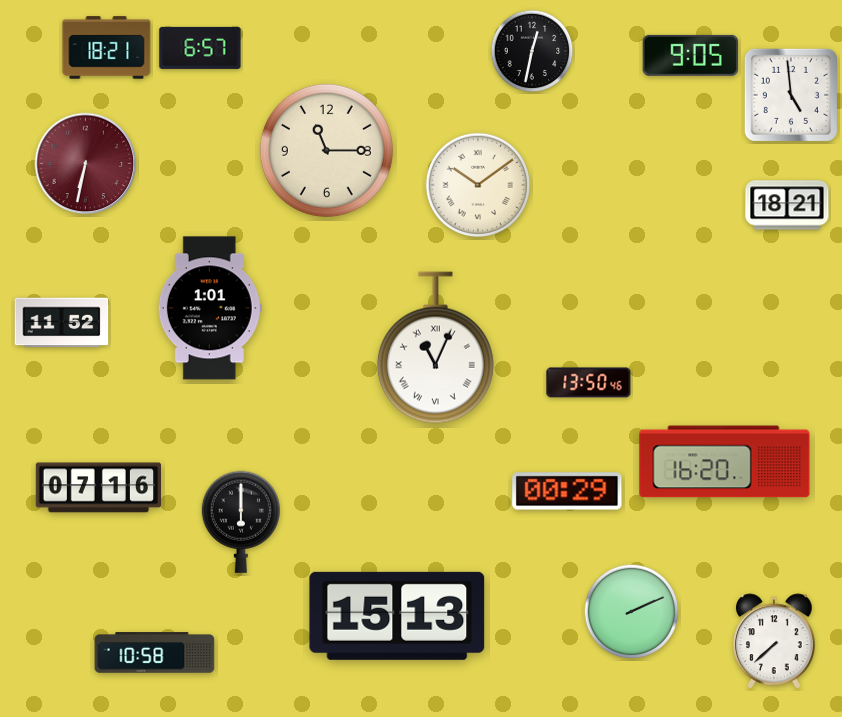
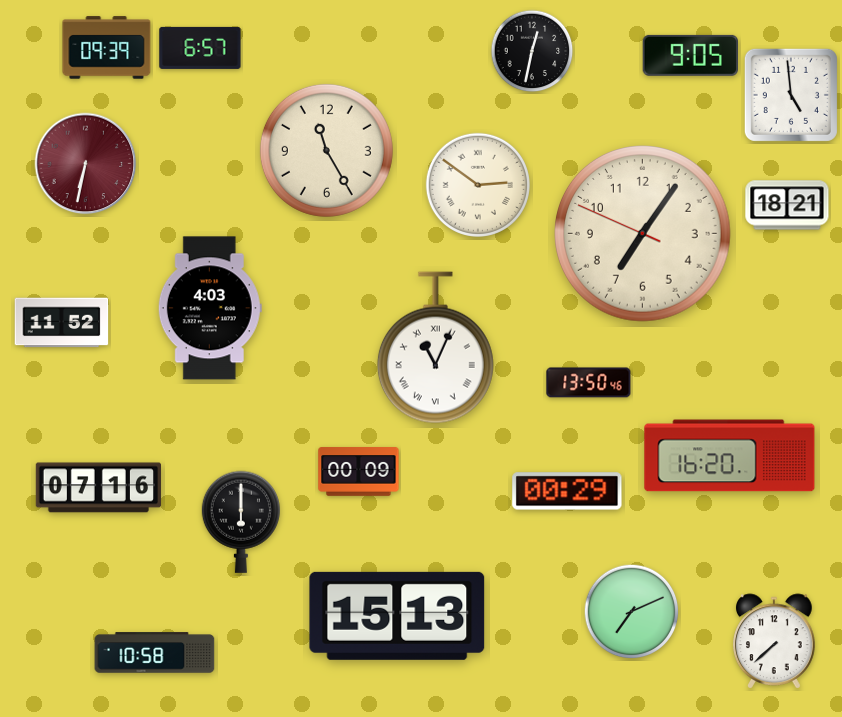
clock at (107, 48): 18:21 -> 09:39
clock at (326, 150): 11:15 -> 11:25
clock at (478, 185): 10:09 -> 2:51
clock at (643, 234): none -> 7:05
clock at (210, 308): 1:01 -> 4:03
clock at (725, 462) position: (725, 462) -> (730, 456)
clock at (359, 472): none -> 00:09
clock at (632, 612): 2:11 -> 7:11
